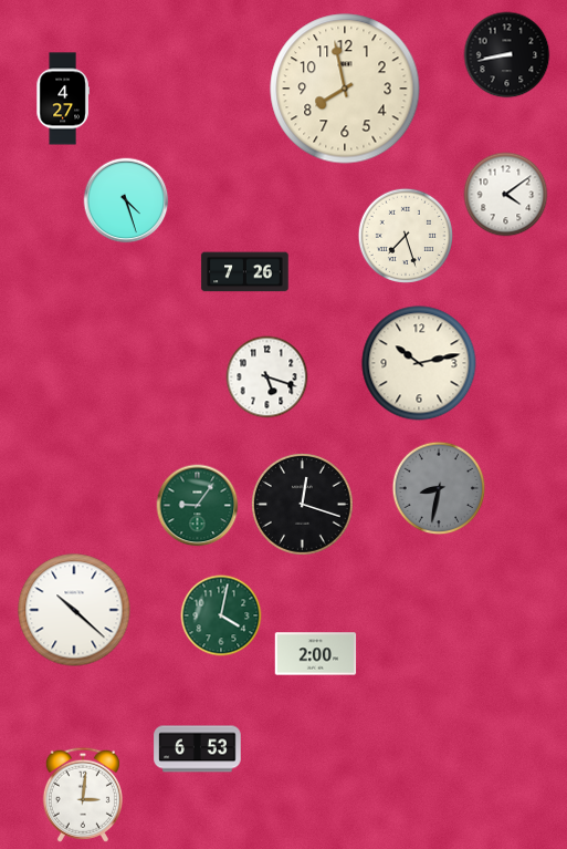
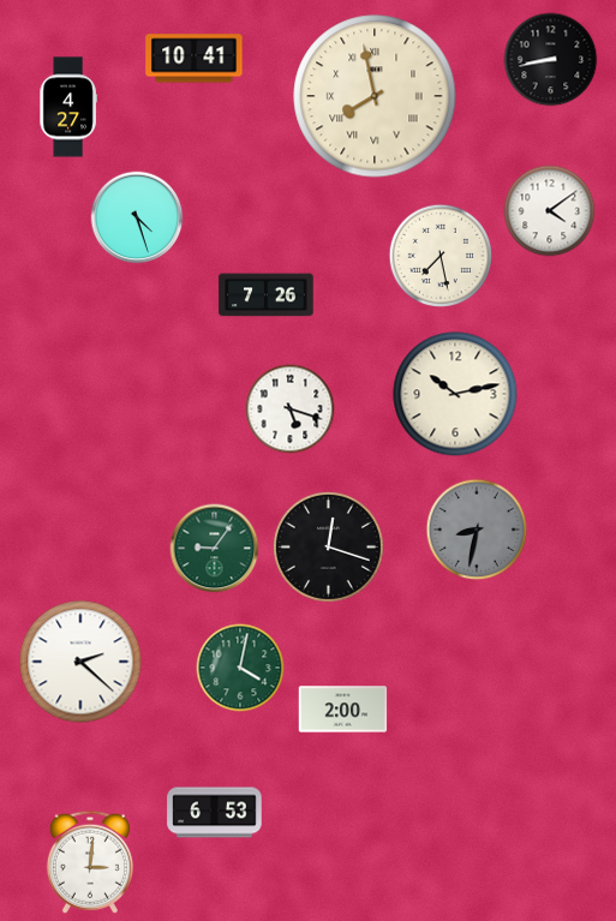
clock at (195, 59): none -> 10:41
clock at (345, 89) numerals: Arabic -> Roman
clock at (405, 235): 7:27 -> 7:28
clock at (74, 610): 10:22 -> 2:22
